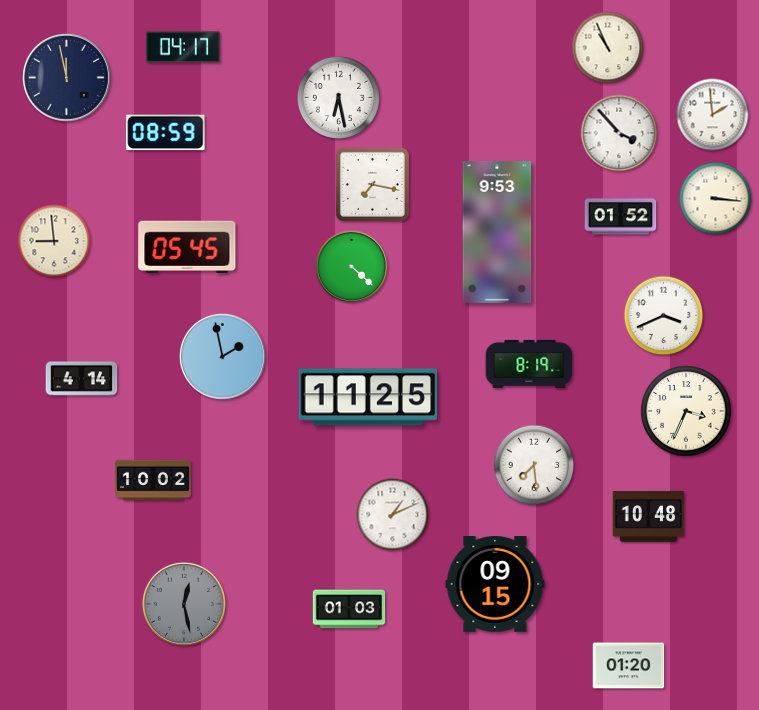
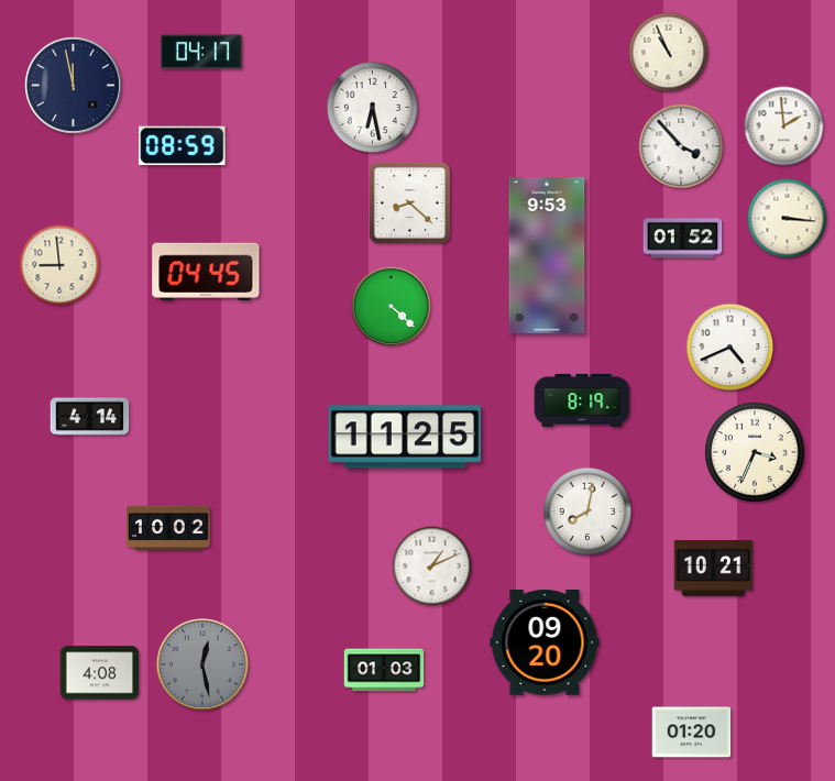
clock at (372, 184): 7:17 -> 8:22
clock at (187, 246): 05:45 -> 04:45
clock at (352, 267) position: (352, 267) -> (392, 307)
clock at (664, 316): 3:41 -> 4:41
clock at (222, 356): 1:58 -> none
clock at (534, 465): 7:29 -> 8:02
clock at (649, 516): 10:48 -> 10:21
clock at (495, 584): 09:15 -> 09:20
clock at (100, 673): none -> 4:08
